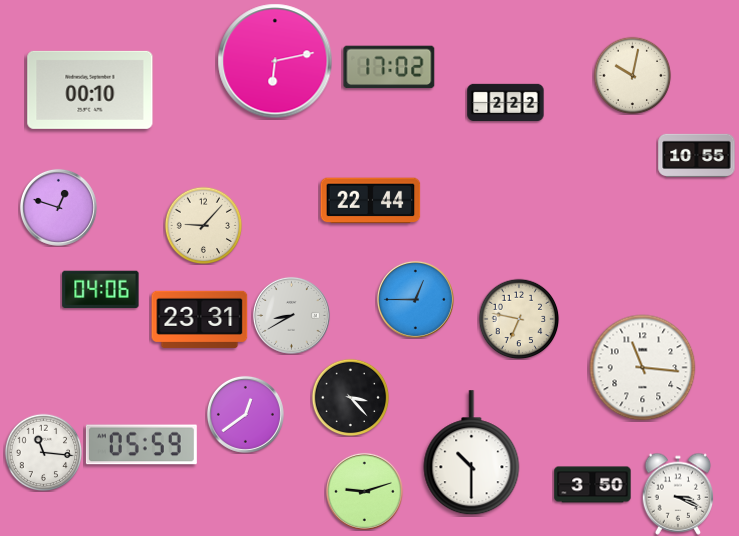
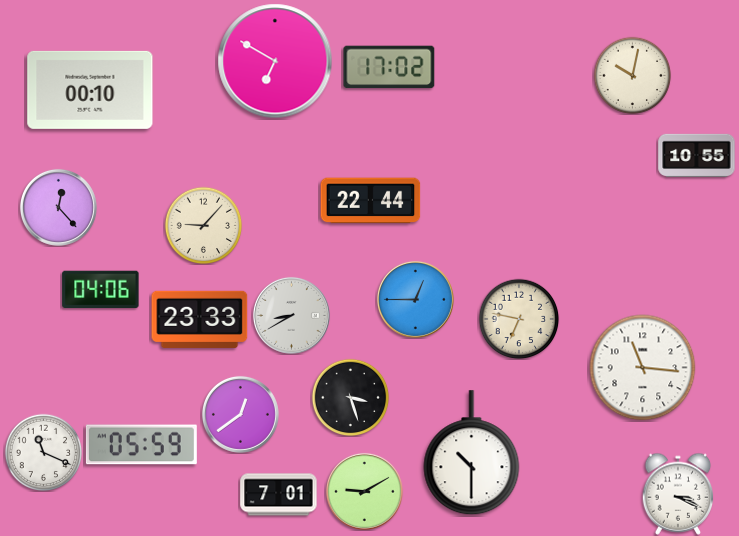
clock at (275, 61): 6:13 -> 6:50
clock at (506, 102): 2:22 -> none
clock at (58, 207): 12:48 -> 12:23
clock at (200, 319): 23:31 -> 23:33
clock at (350, 397): 3:23 -> 3:27
clock at (245, 414) position: (245, 414) -> (240, 414)
clock at (43, 452): 11:16 -> 11:19
clock at (593, 485): 3:50 -> none
clock at (364, 491): 9:12 -> 9:10
clock at (279, 495): none -> 7:01
